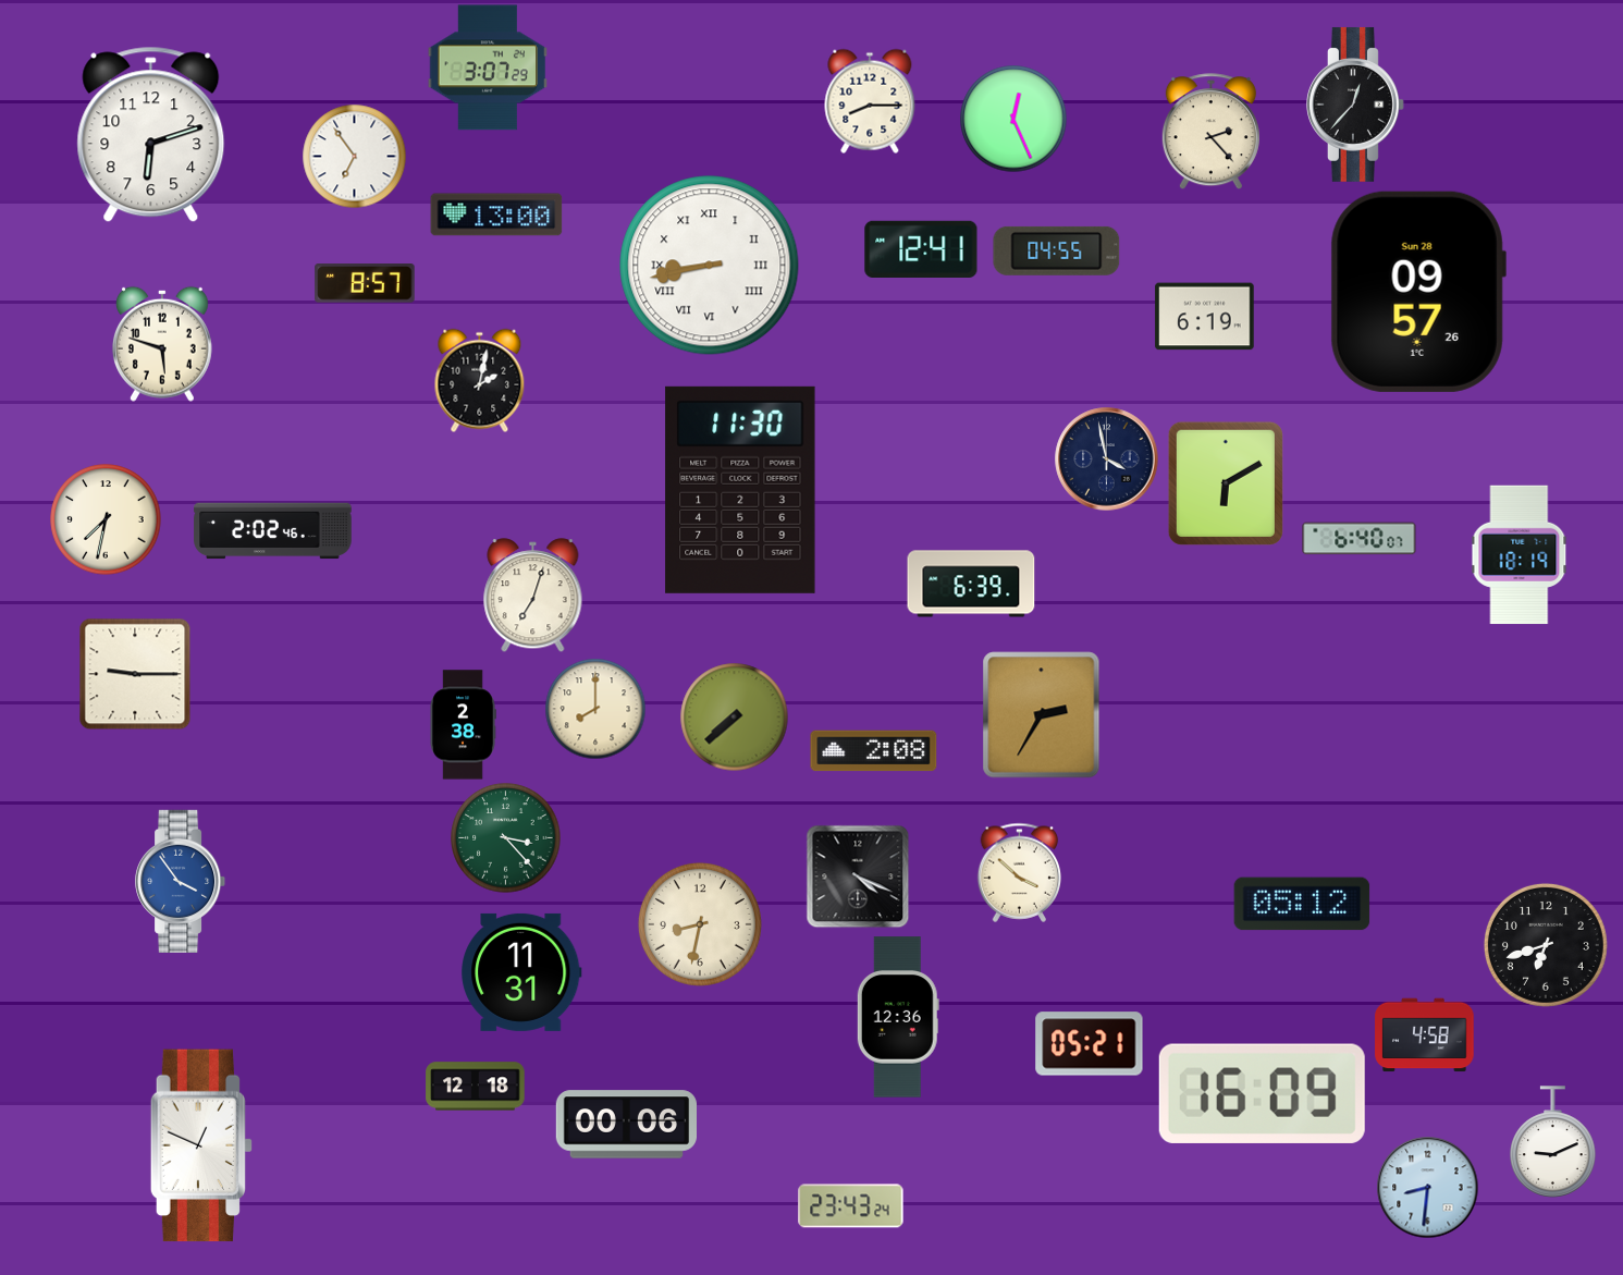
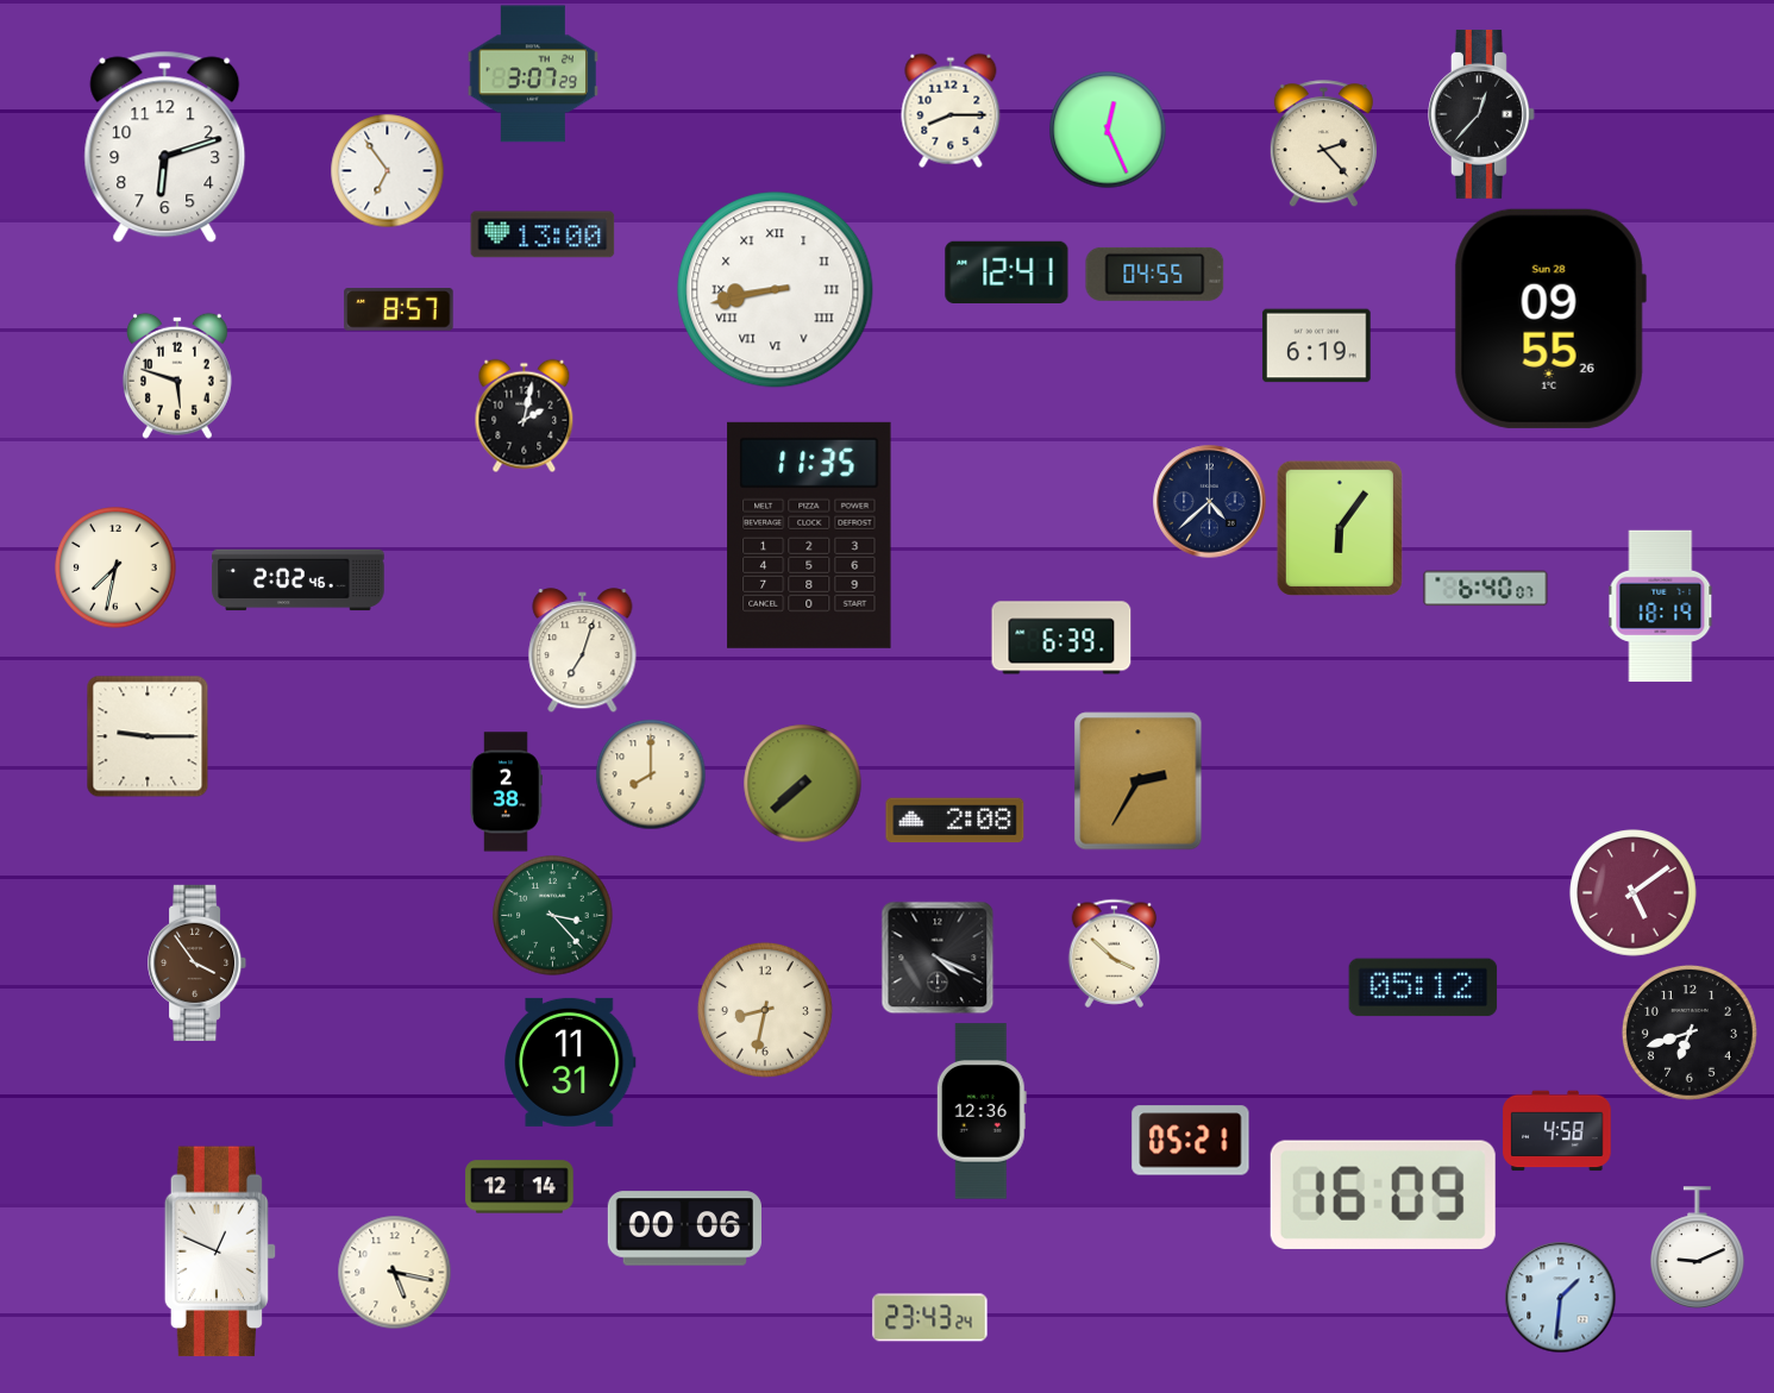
clock at (1418, 292): 09:57 -> 09:55
clock at (1107, 459): 3:58 -> 4:38
clock at (1226, 483): 6:10 -> 6:06
clock at (740, 490): 11:30 -> 11:35
clock at (1634, 893): none -> 5:09
clock at (181, 881) dial: blue -> brown
clock at (476, 1087): 12:18 -> 12:14
clock at (1262, 1093) position: (1262, 1093) -> (1383, 1194)
clock at (394, 1272): none -> 5:17
clock at (1427, 1187): 8:31 -> 1:31
